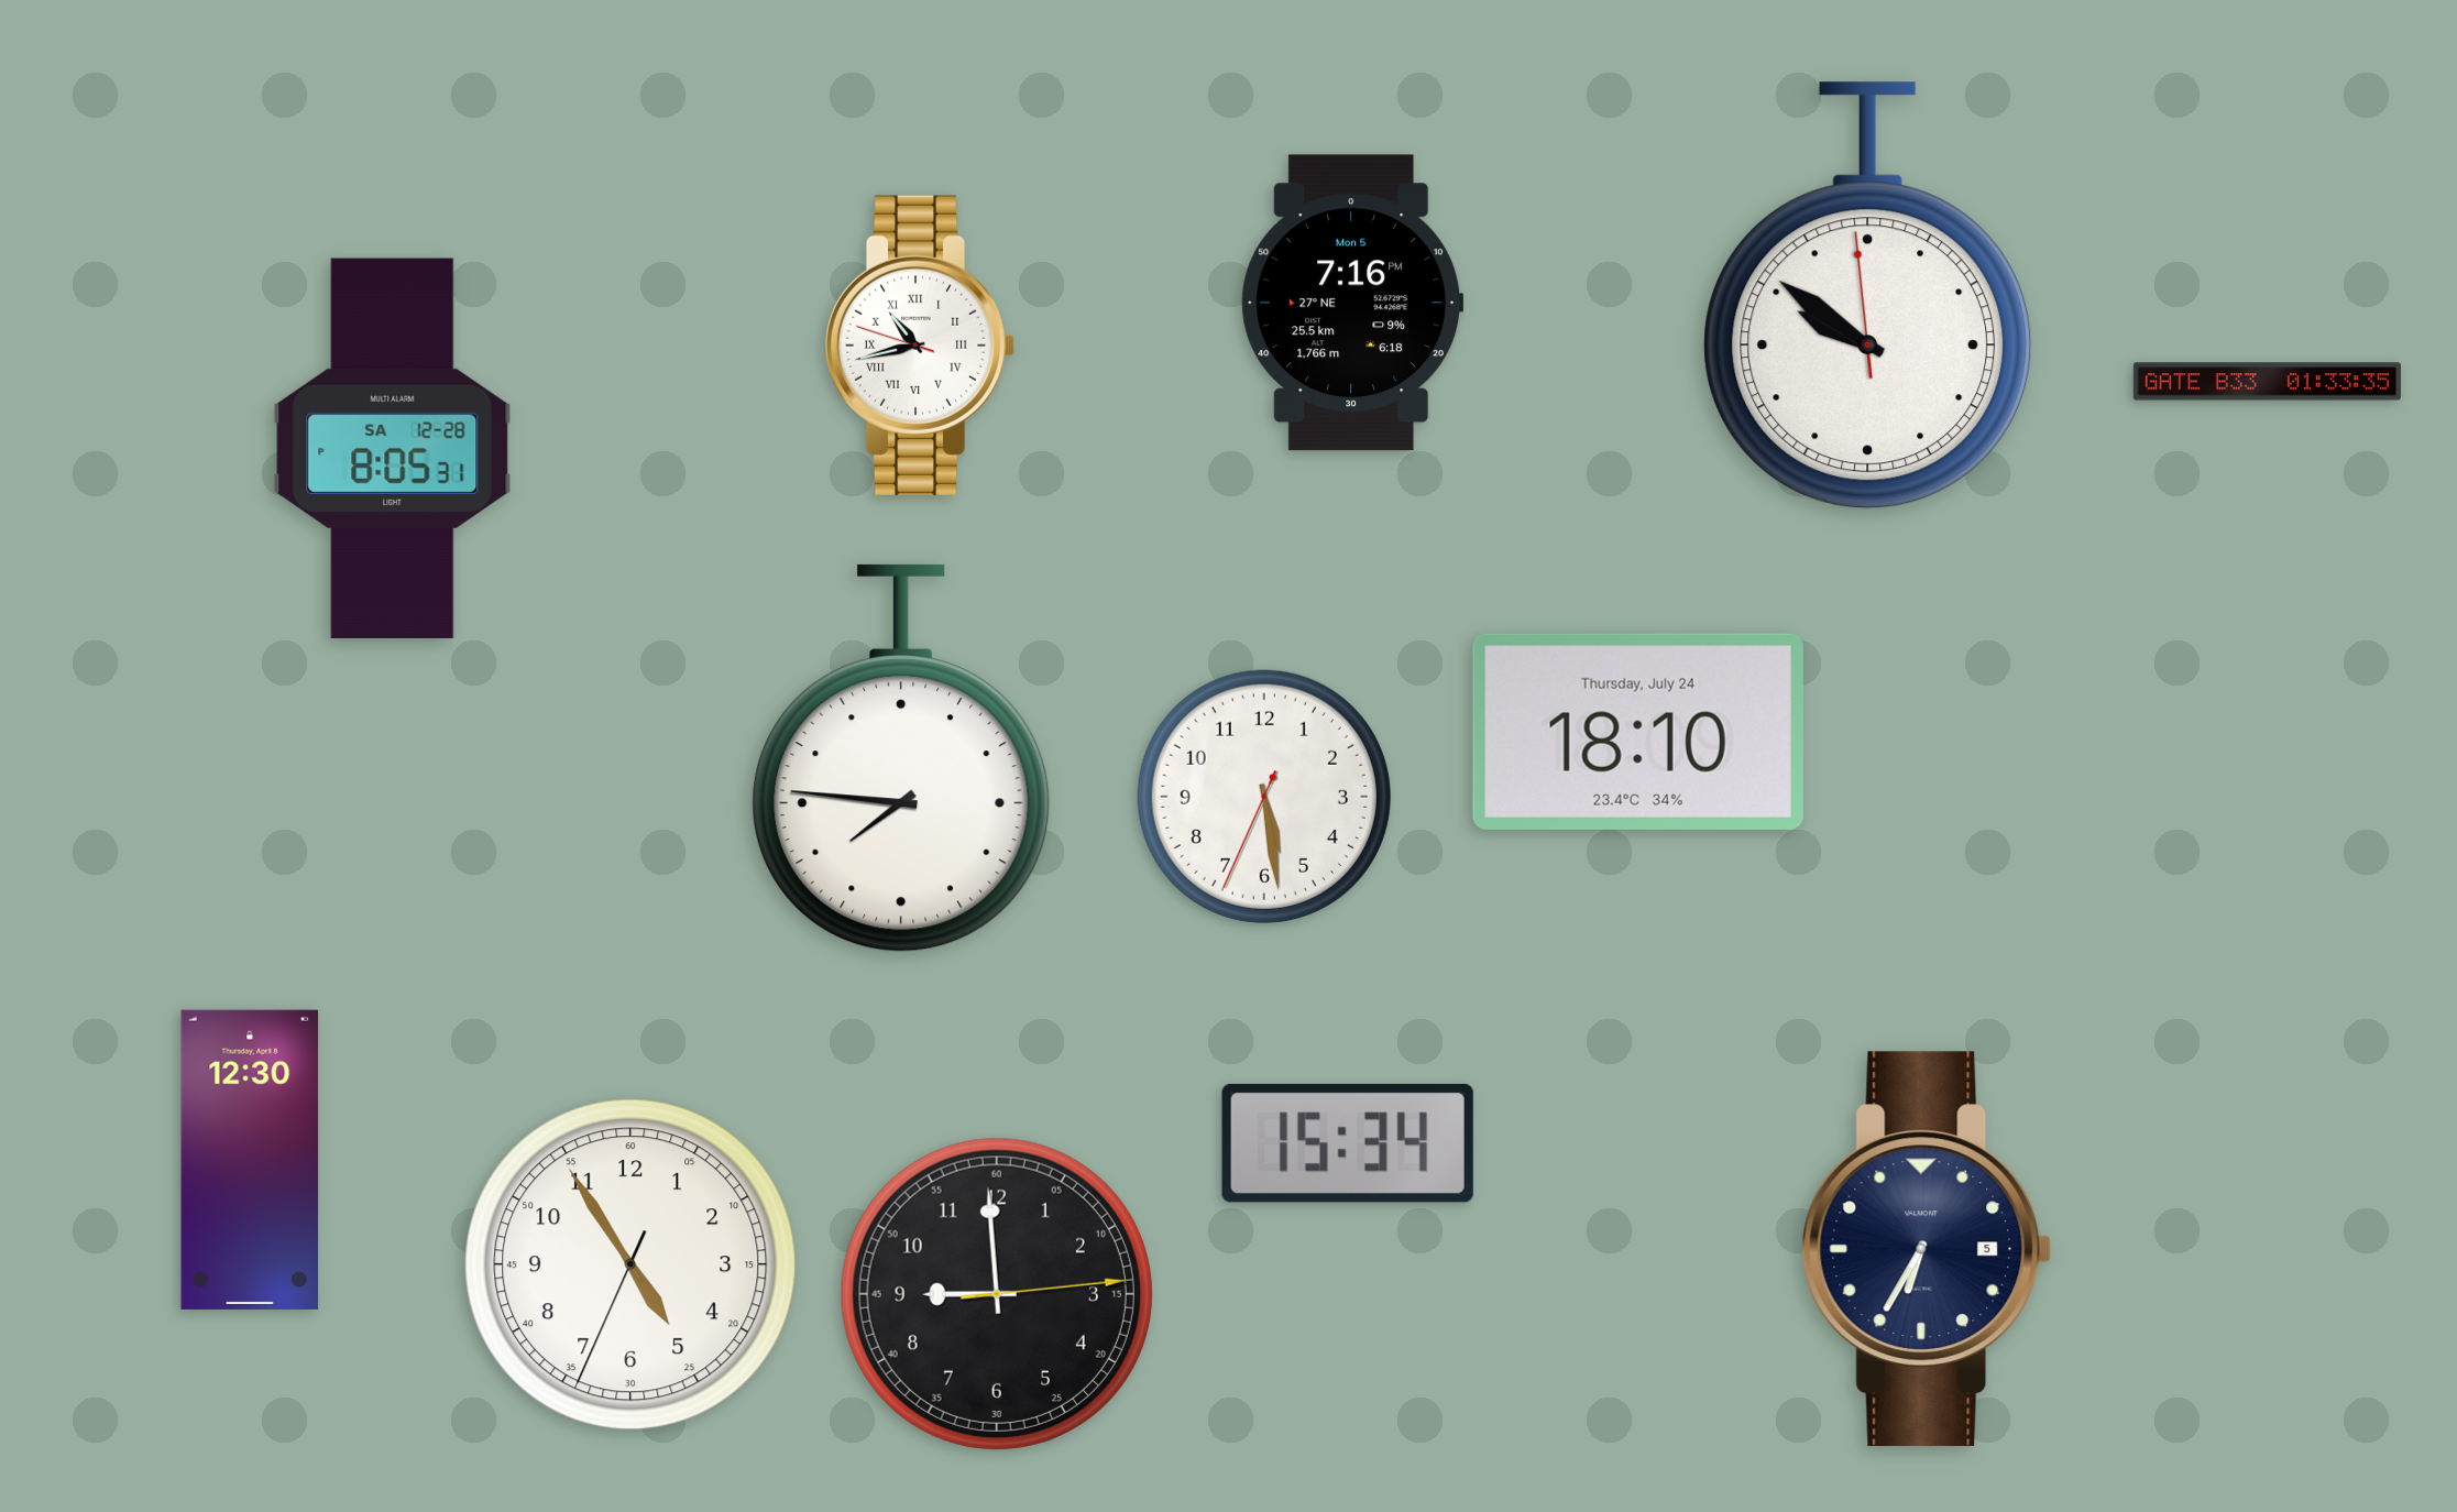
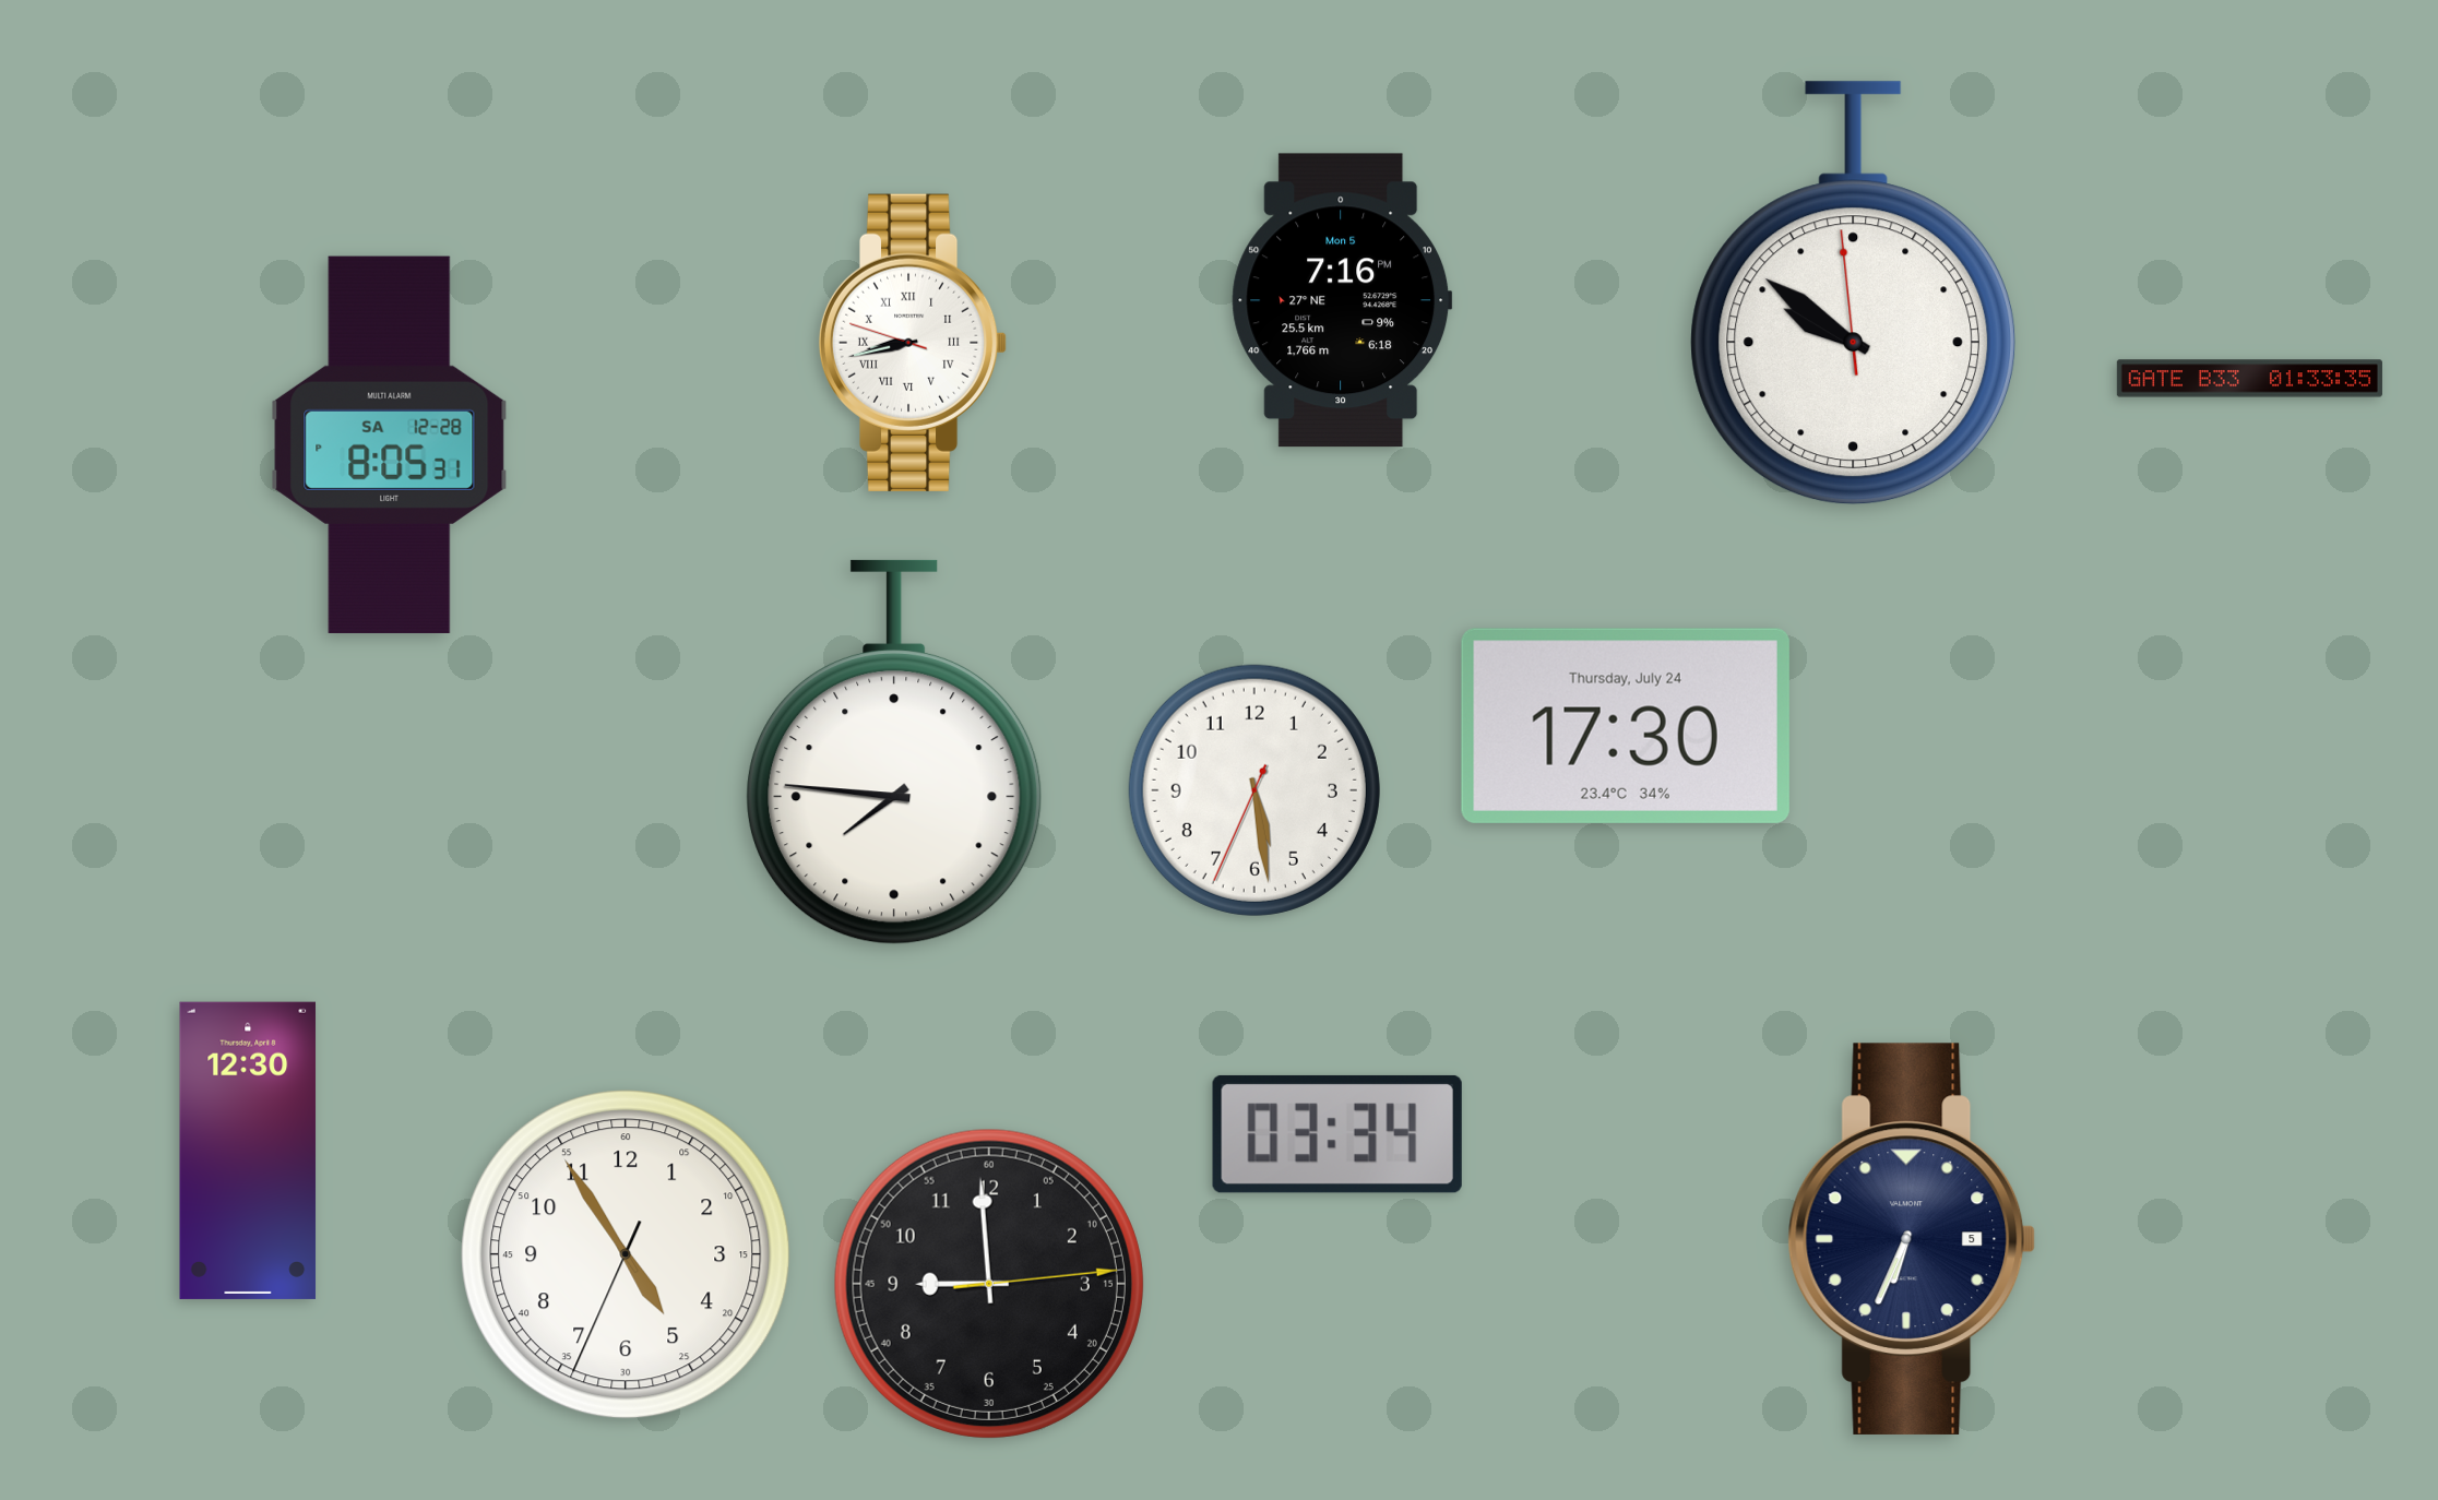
clock at (920, 346): 10:42 -> 8:42
clock at (1638, 732): 18:10 -> 17:30
clock at (1348, 1143): 15:34 -> 03:34
clock at (1927, 1249): 6:35 -> 6:34
